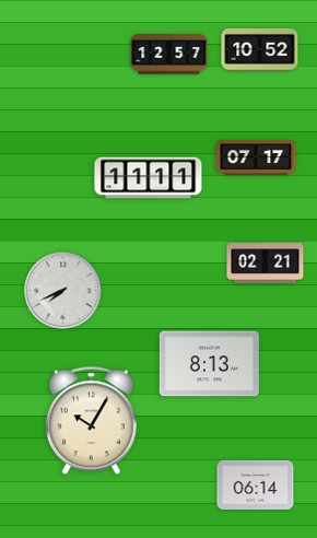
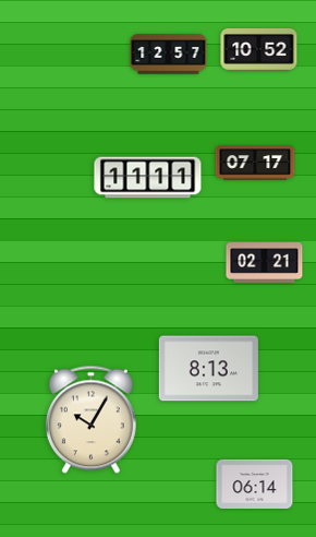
clock at (256, 157) position: (256, 157) -> (255, 163)
clock at (63, 291): 7:41 -> none
clock at (209, 364) position: (209, 364) -> (208, 369)
